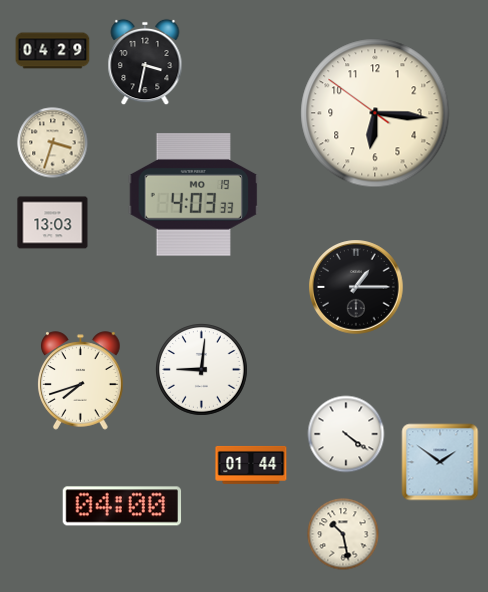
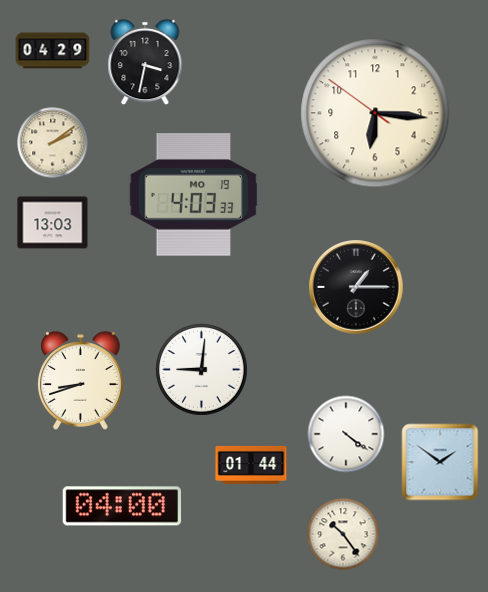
clock at (53, 143): 3:33 -> 2:09
clock at (81, 381): 7:42 -> 8:42
clock at (343, 534): 10:28 -> 10:24
